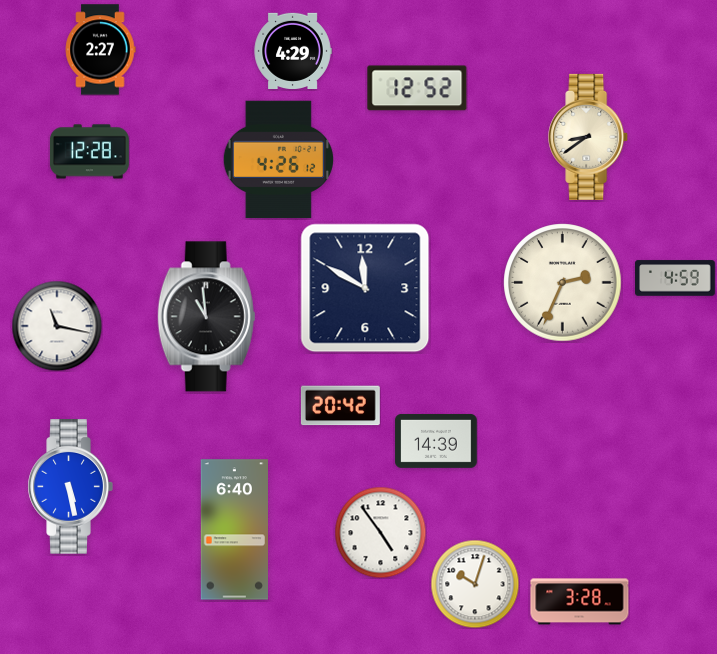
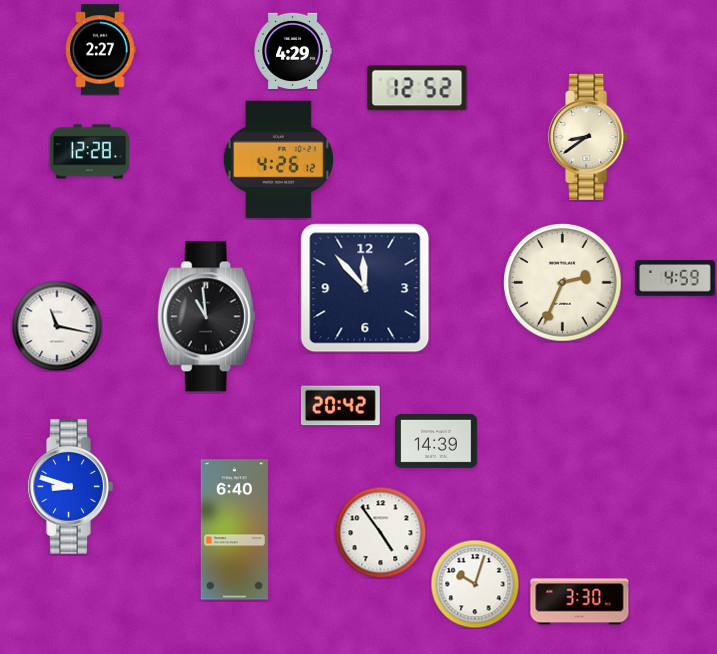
clock at (365, 288): 11:50 -> 11:53
clock at (70, 487): 5:28 -> 8:48
clock at (580, 602): 3:28 -> 3:30
